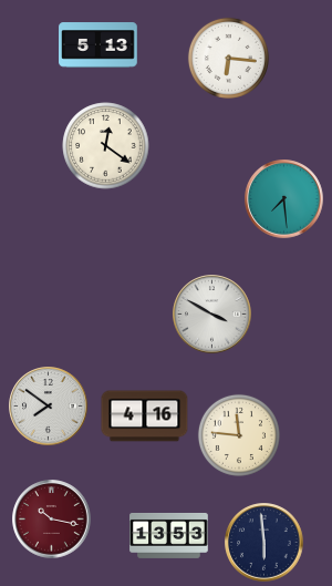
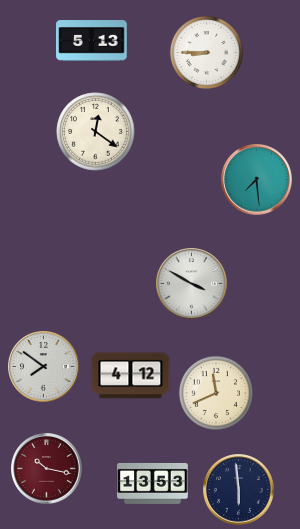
clock at (98, 45) position: (98, 45) -> (92, 41)
clock at (228, 58): 6:16 -> 8:45
clock at (145, 417): 4:16 -> 4:12
clock at (239, 435): 11:46 -> 11:41
